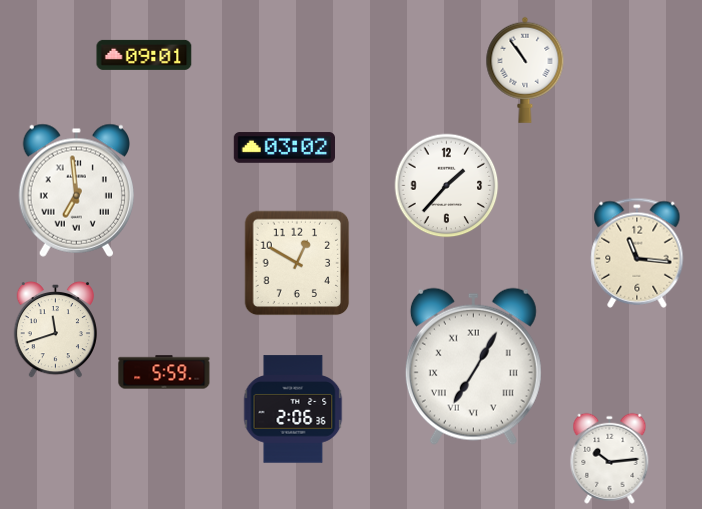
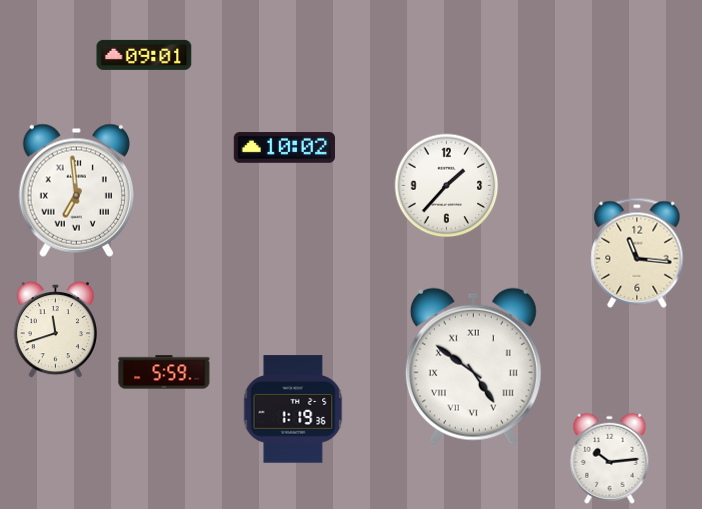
clock at (525, 70): 10:54 -> none
clock at (284, 148): 03:02 -> 10:02
clock at (297, 263): 12:50 -> none
clock at (473, 366): 7:05 -> 4:51
clock at (293, 409): 2:06 -> 1:19
